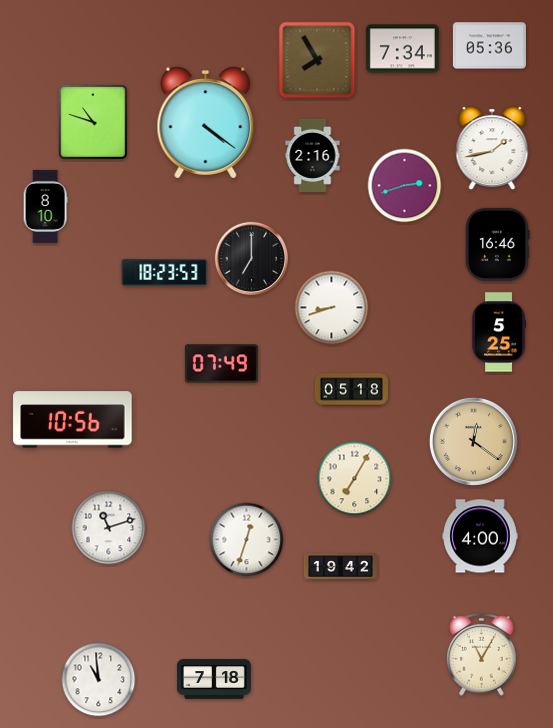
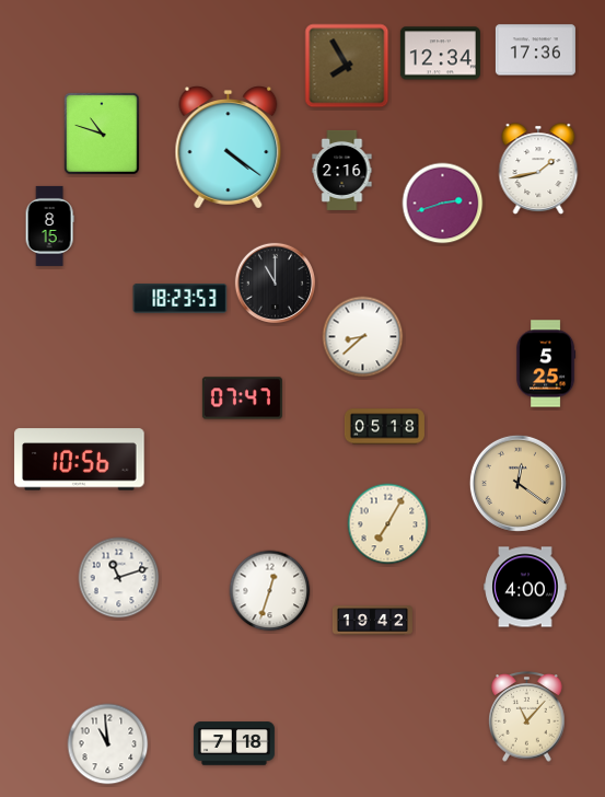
clock at (489, 46): 05:36 -> 17:36
clock at (402, 49): 7:34 -> 12:34
clock at (206, 123) position: (206, 123) -> (229, 148)
clock at (492, 148) position: (492, 148) -> (538, 169)
clock at (45, 206): 8:10 -> 8:15
clock at (498, 244): 16:46 -> none
clock at (251, 258): 7:00 -> 11:00
clock at (332, 308): 8:42 -> 8:38
clock at (221, 364): 07:49 -> 07:47
clock at (482, 655): 11:05 -> 11:07
